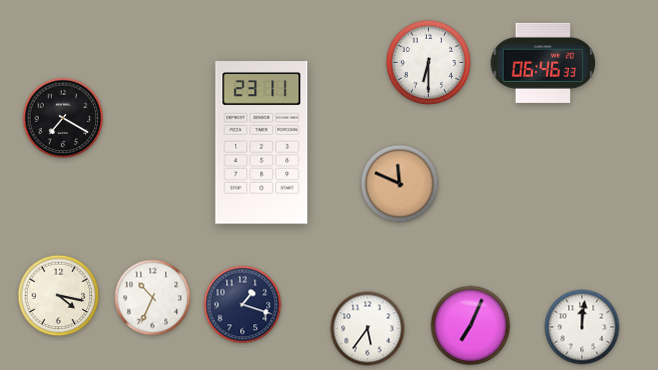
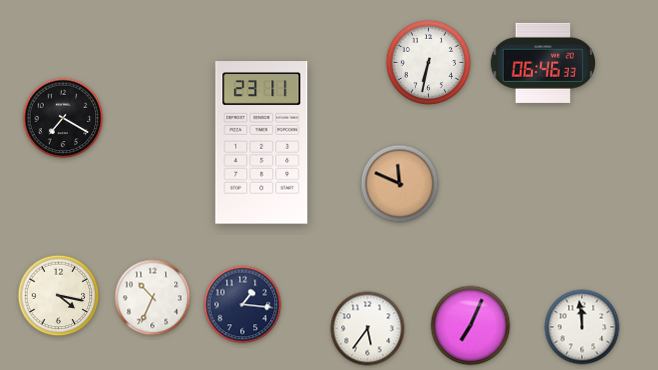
clock at (428, 62): 6:30 -> 6:32
clock at (243, 305): 1:18 -> 1:16
clock at (582, 327): 12:01 -> 11:59
